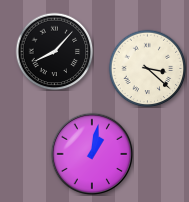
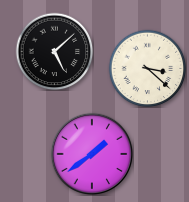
clock at (54, 51): 8:07 -> 5:08
clock at (92, 154): 1:02 -> 1:39
